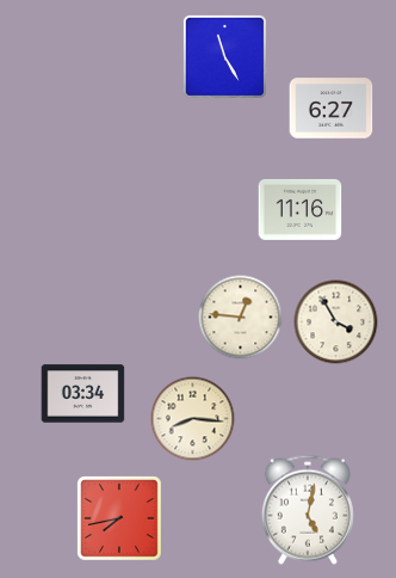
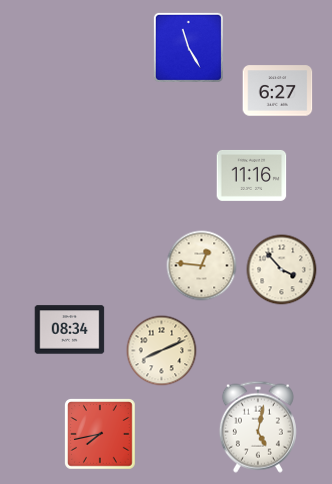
clock at (336, 322): 3:55 -> 3:53
clock at (83, 394): 03:34 -> 08:34
clock at (193, 419): 8:16 -> 8:11
